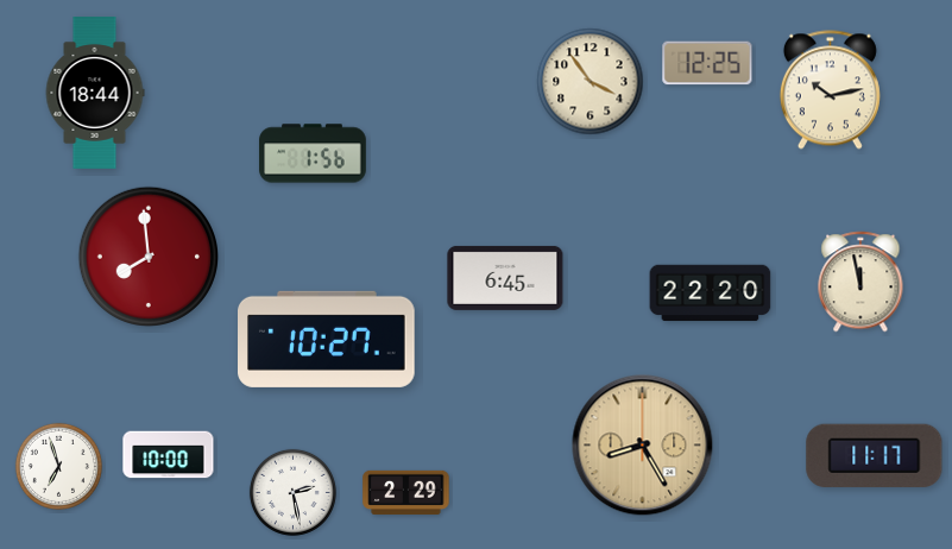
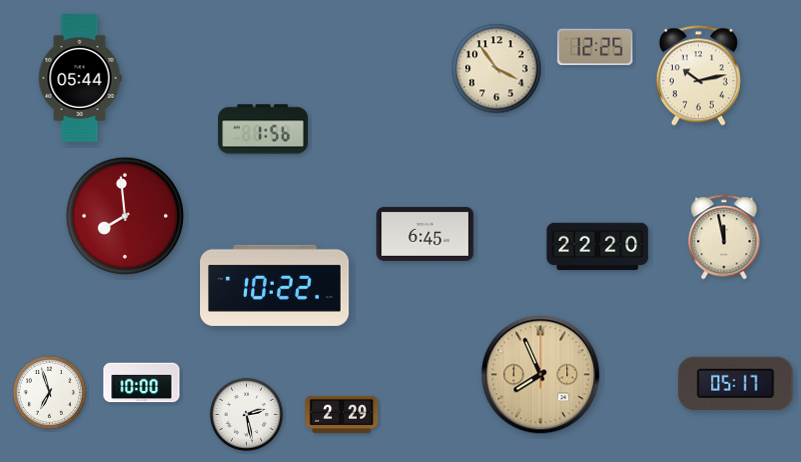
clock at (707, 63) position: (707, 63) -> (595, 47)
clock at (95, 94): 18:44 -> 05:44
clock at (327, 339): 10:27 -> 10:22
clock at (643, 446): 8:25 -> 7:56
clock at (875, 455): 11:17 -> 05:17
